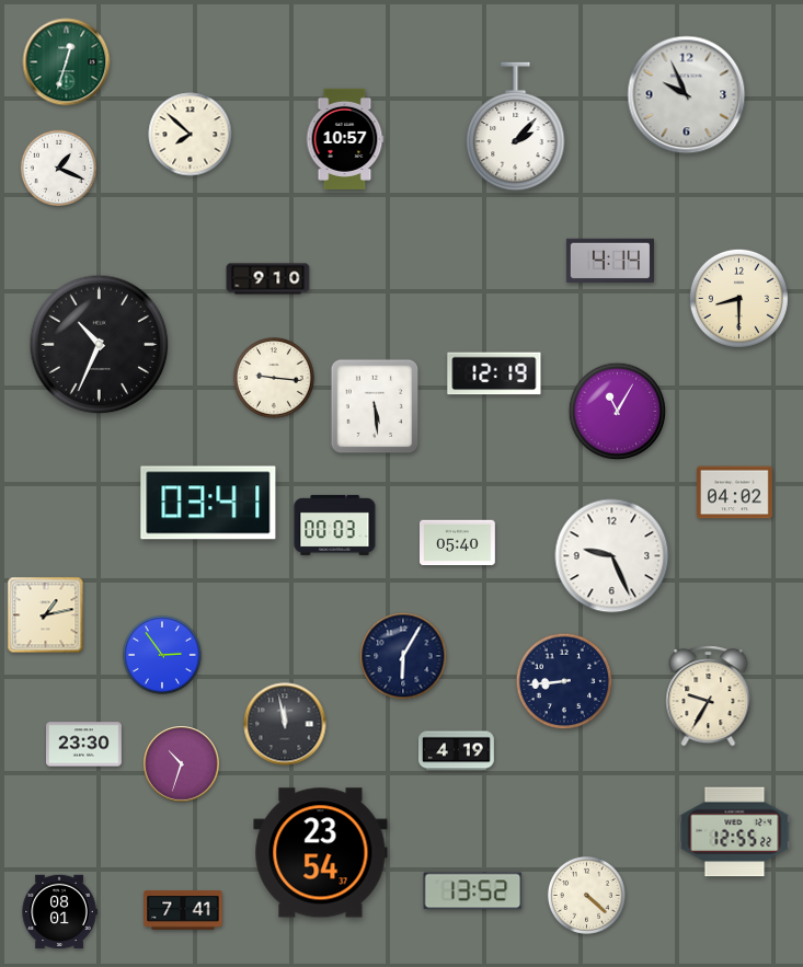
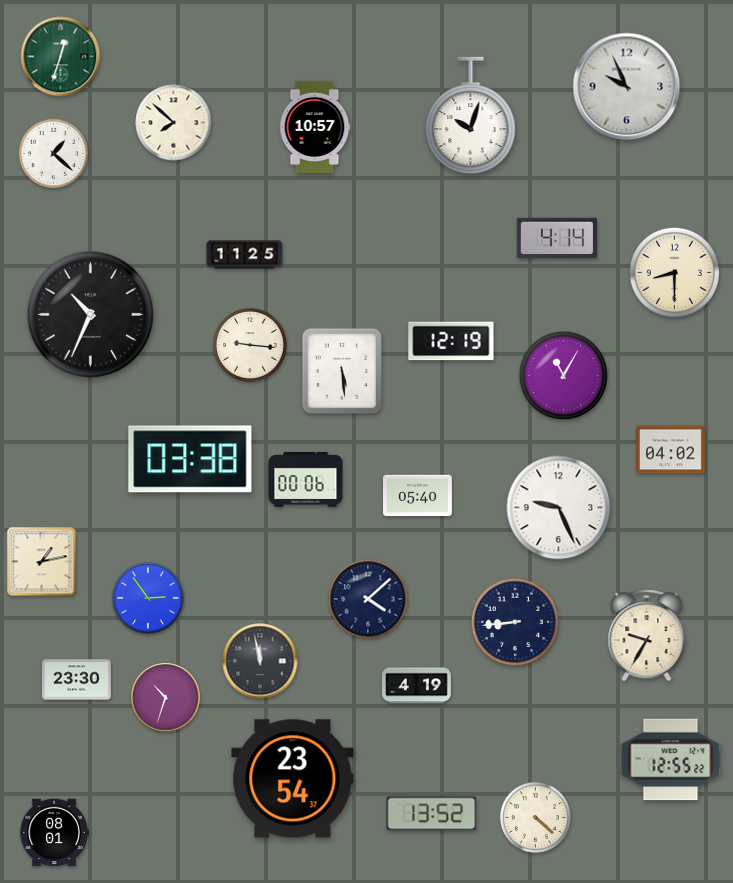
clock at (516, 127): 2:07 -> 10:03
clock at (58, 168): 1:19 -> 1:22
clock at (268, 279): 9:10 -> 11:25
clock at (208, 503): 03:41 -> 03:38
clock at (335, 525): 00:03 -> 00:06
clock at (403, 656): 6:05 -> 4:08
clock at (183, 910): 7:41 -> none
